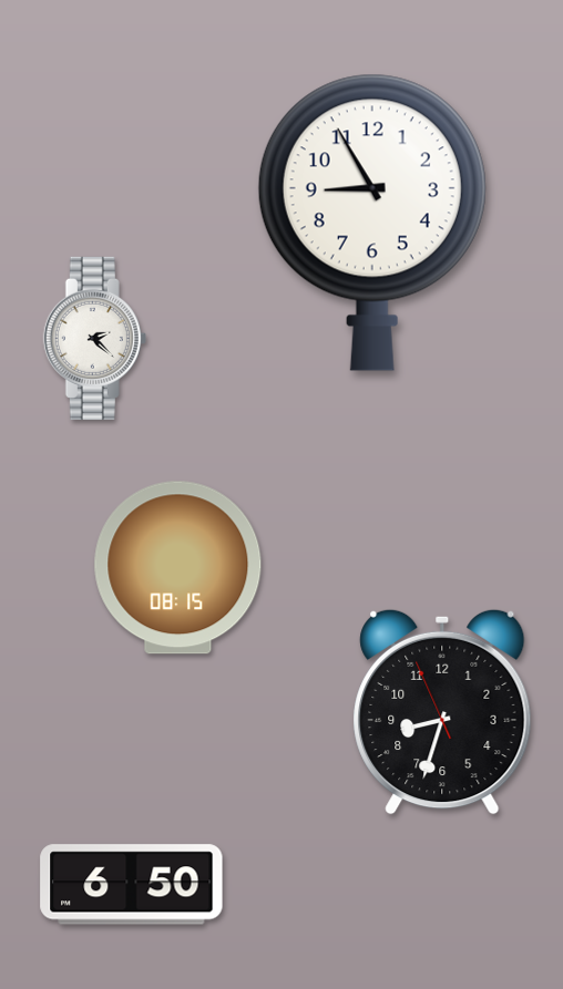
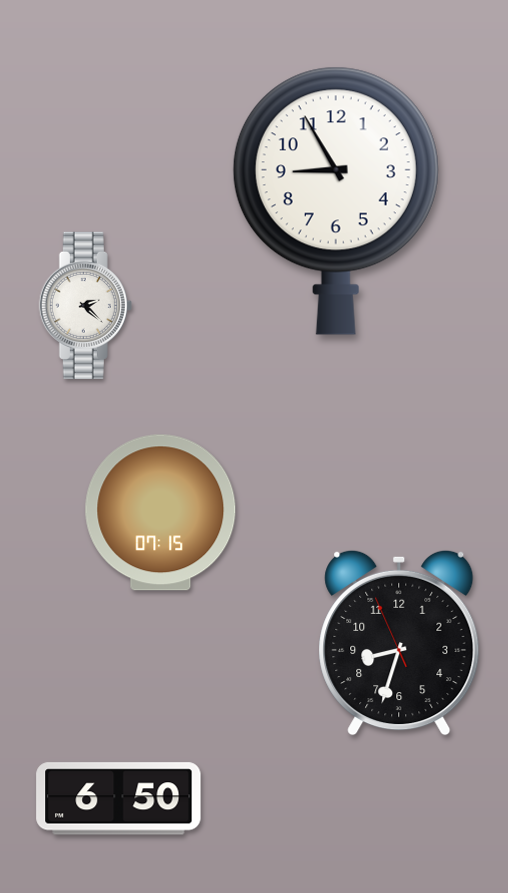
clock at (178, 568): 08:15 -> 07:15
